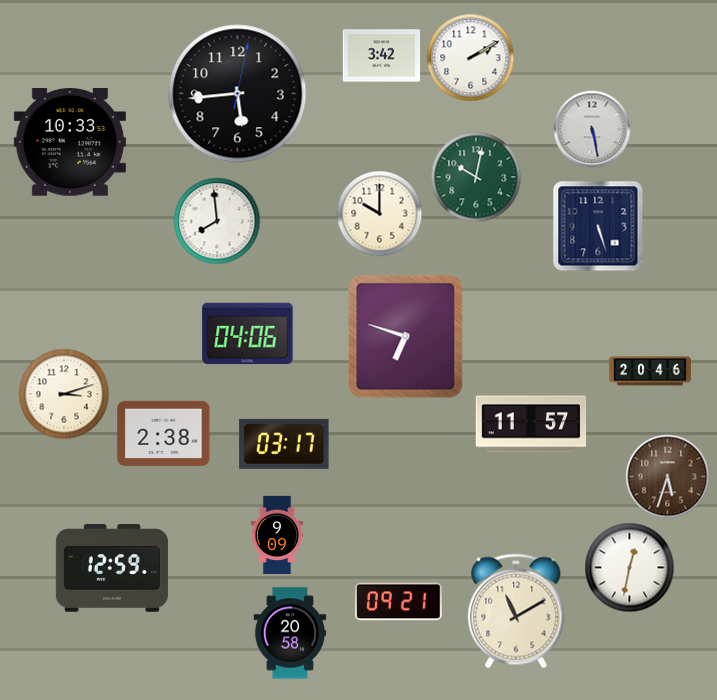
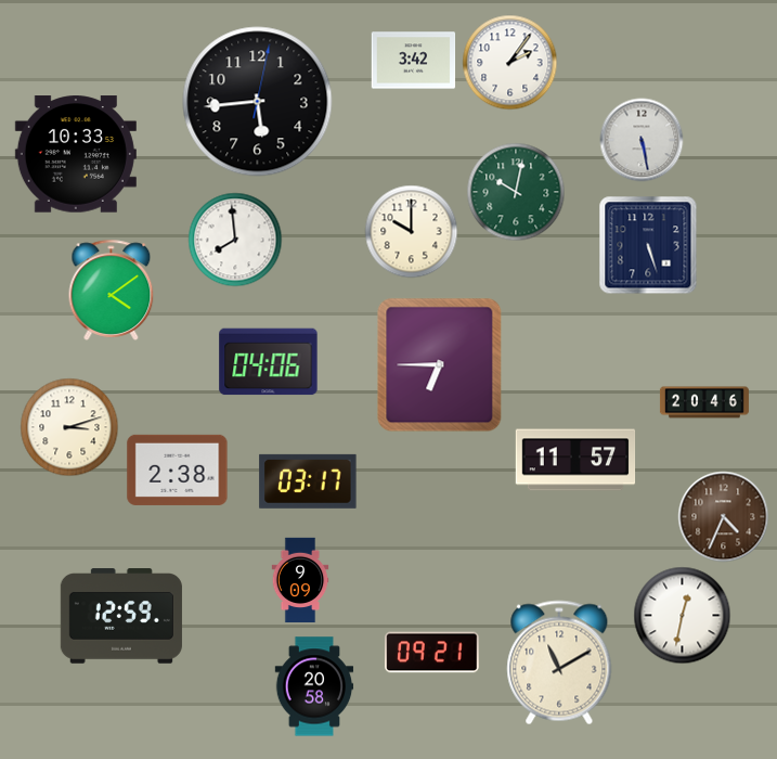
clock at (471, 58): 2:10 -> 2:06
clock at (112, 290): none -> 4:09
clock at (406, 337): 6:48 -> 6:45
clock at (668, 477): 5:33 -> 4:34
